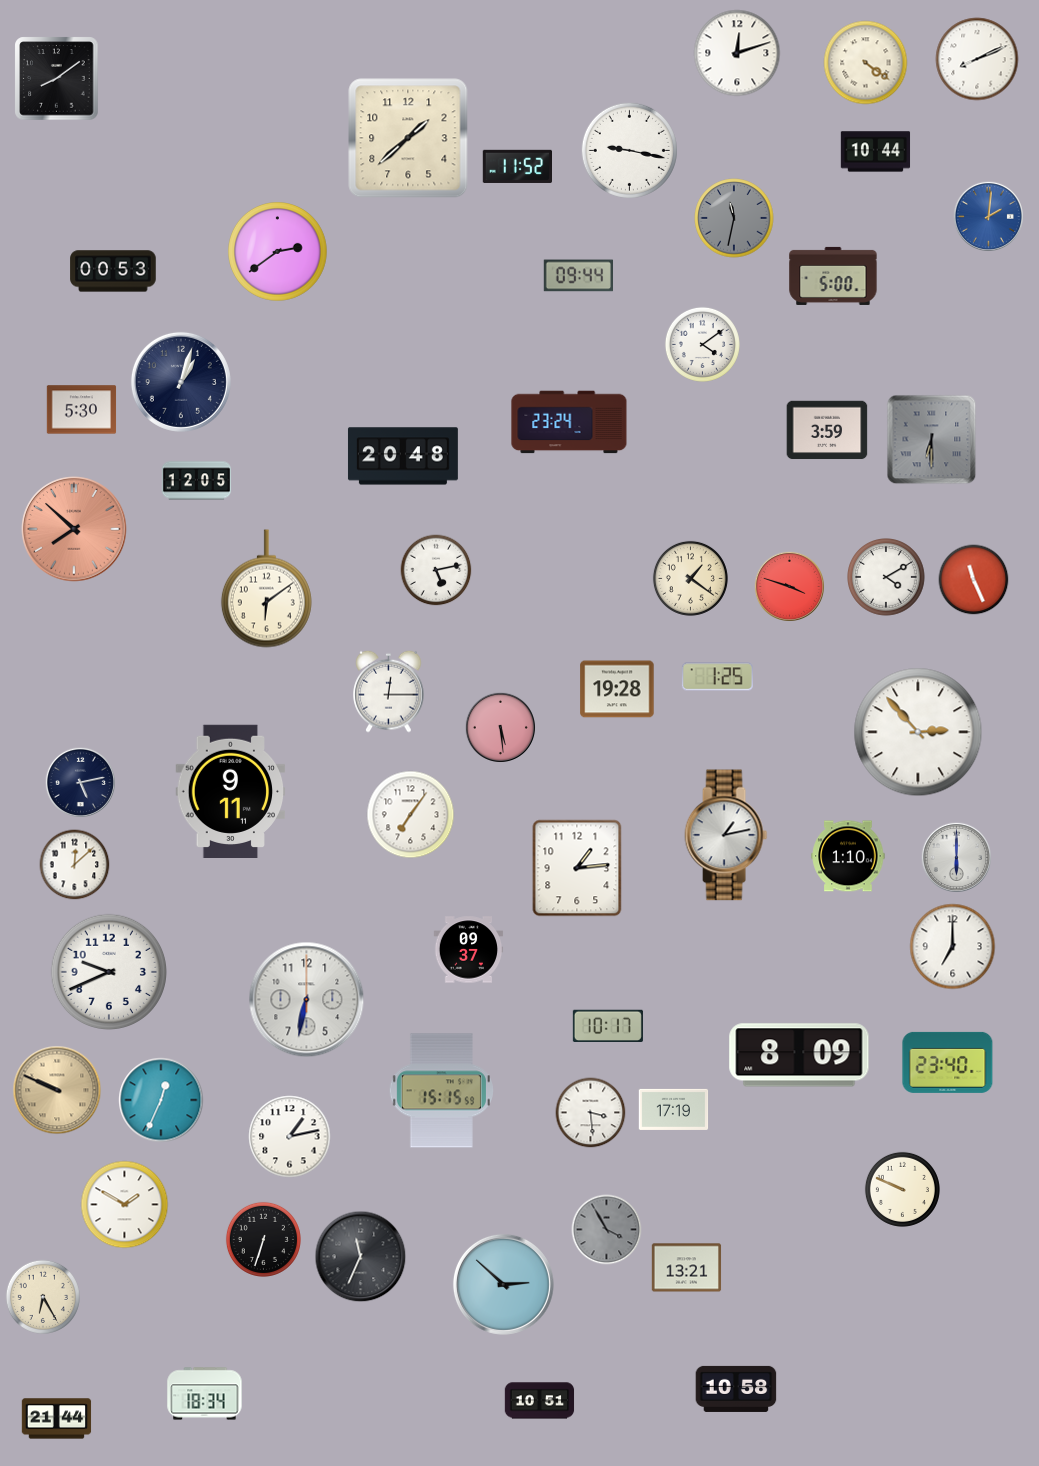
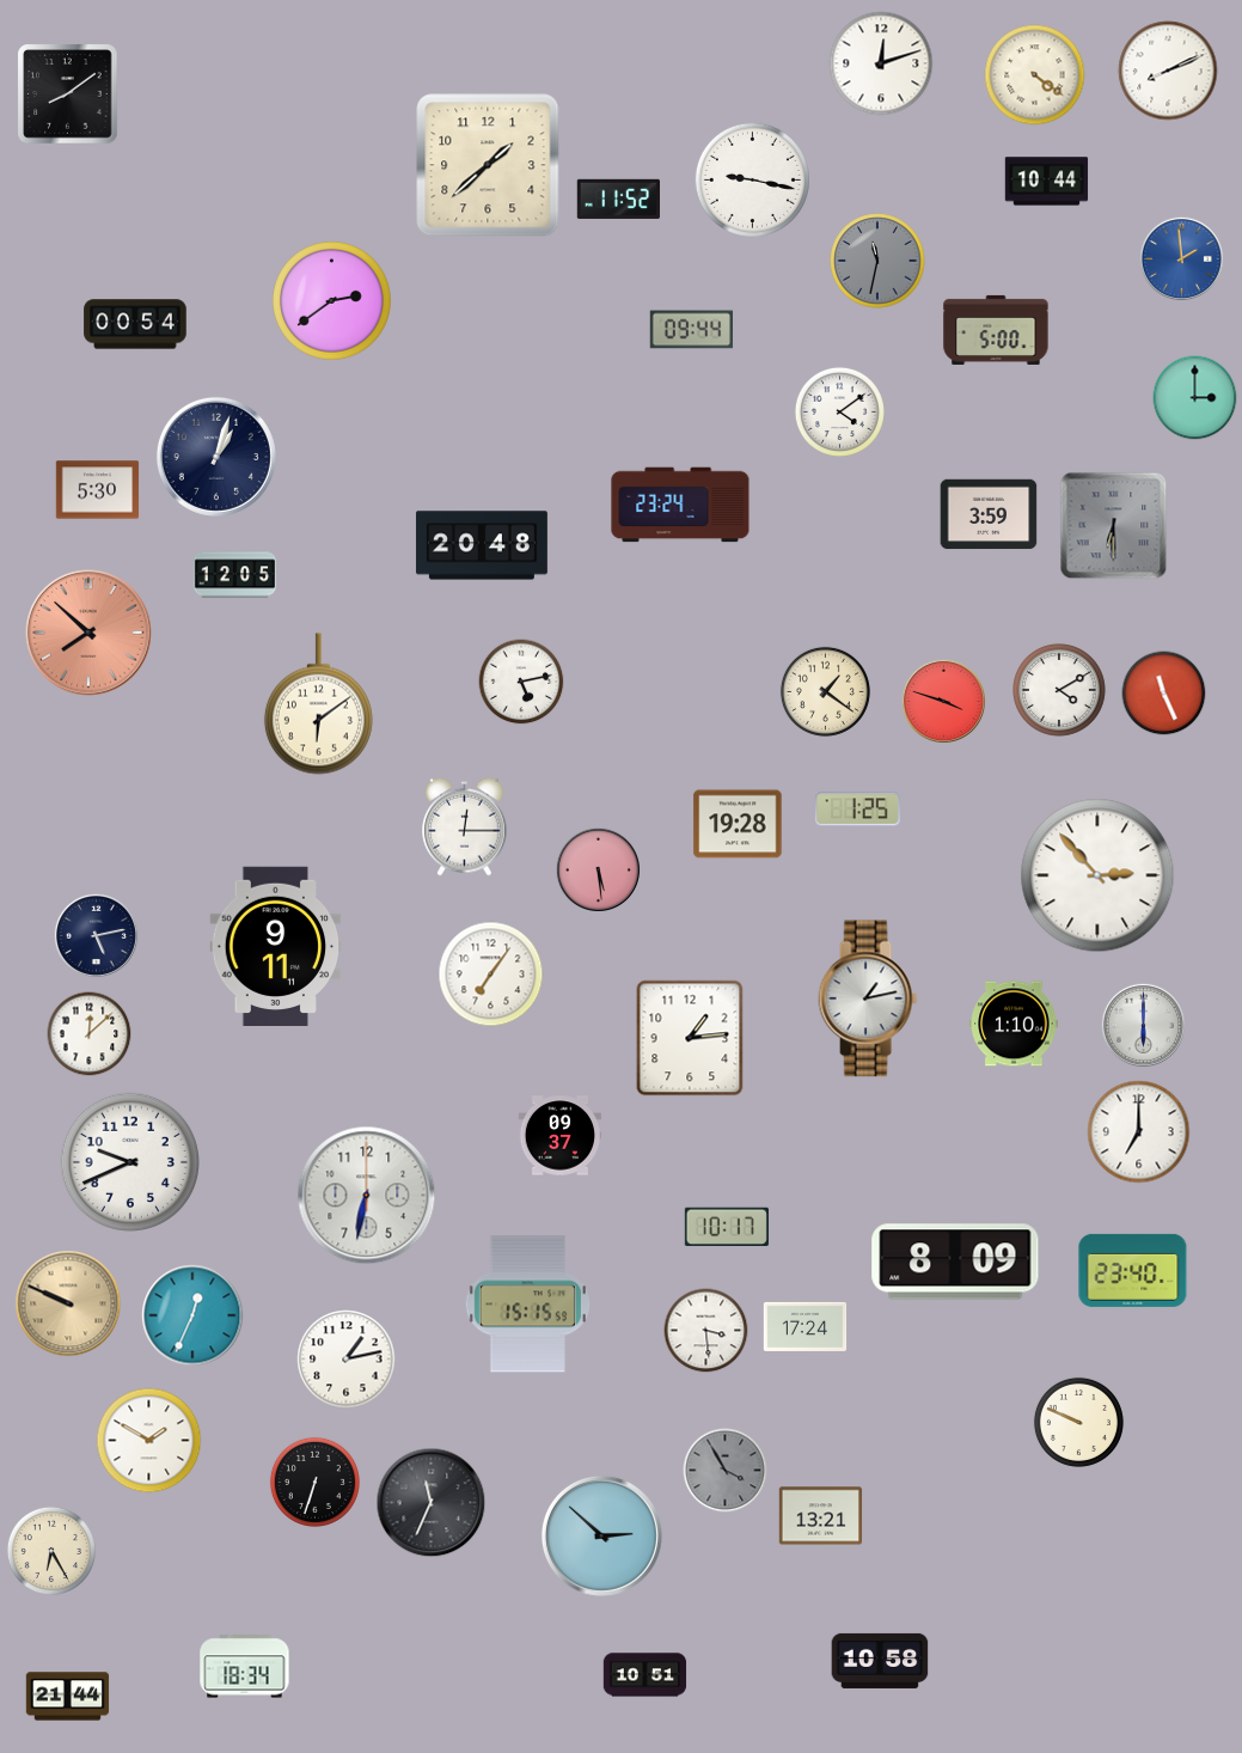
clock at (988, 216): 2:01 -> 1:59
clock at (113, 271): 00:53 -> 00:54
clock at (1195, 398): none -> 3:00
clock at (674, 1109): 17:19 -> 17:24
